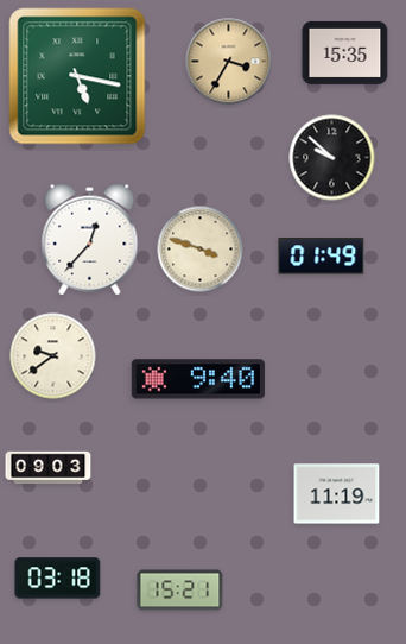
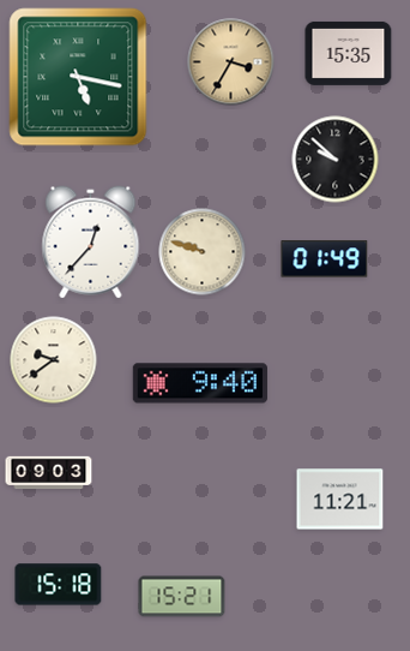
clock at (201, 250): 3:48 -> 9:48
clock at (337, 494): 11:19 -> 11:21
clock at (58, 579): 03:18 -> 15:18
